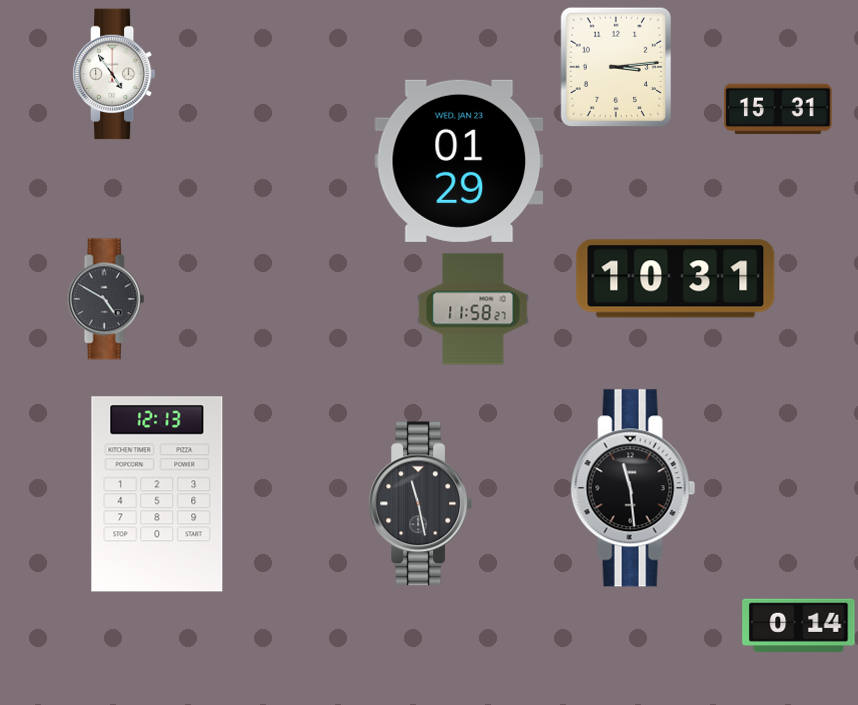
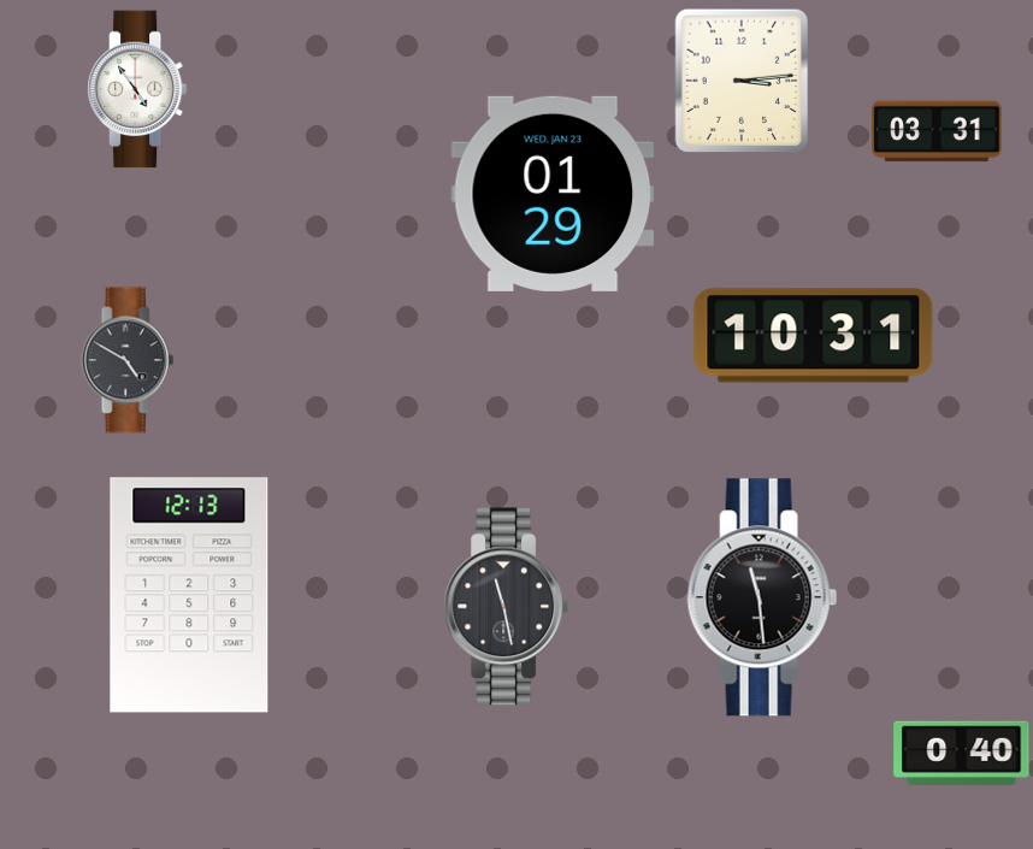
clock at (778, 109): 15:31 -> 03:31
clock at (473, 309): 11:58 -> none
clock at (633, 488) position: (633, 488) -> (762, 597)
clock at (799, 625): 0:14 -> 0:40
